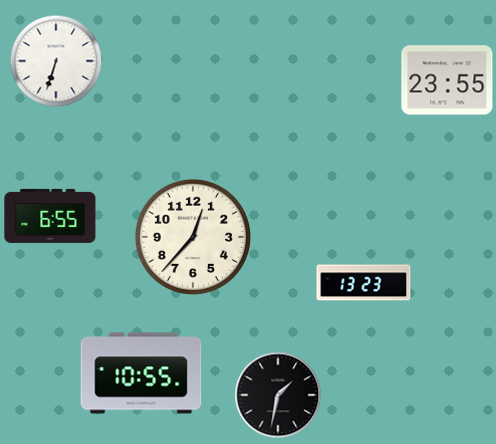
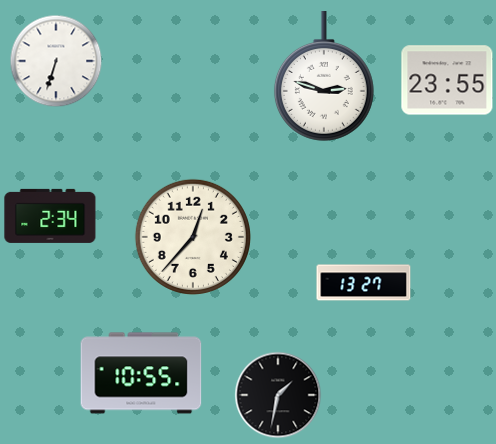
clock at (324, 77): none -> 2:48
clock at (50, 216): 6:55 -> 2:34
clock at (364, 283): 13:23 -> 13:27
